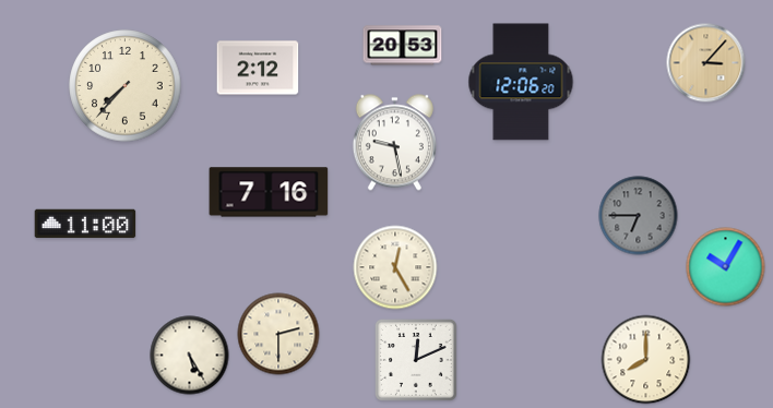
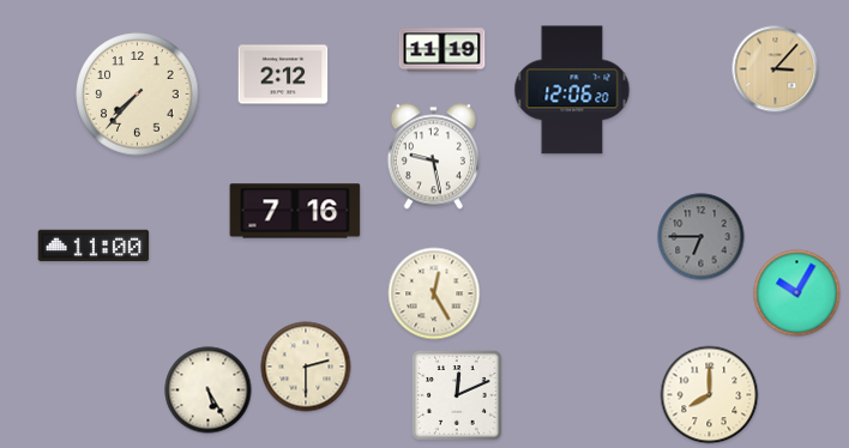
clock at (403, 46): 20:53 -> 11:19
